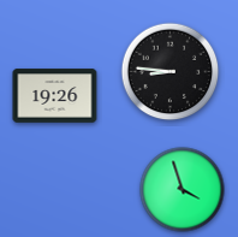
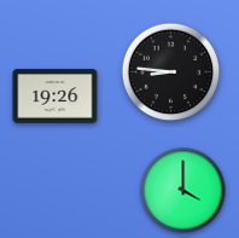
clock at (183, 190): 3:57 -> 4:00
